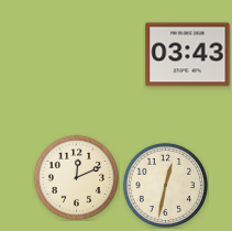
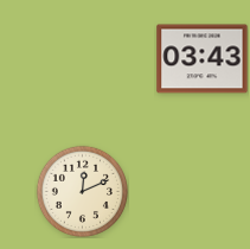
clock at (165, 185): 12:32 -> none
